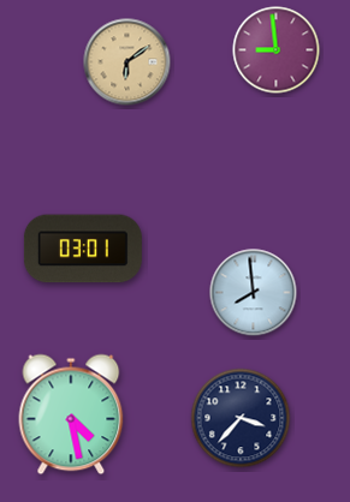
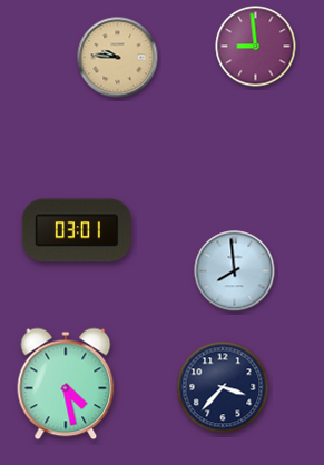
clock at (127, 62): 6:09 -> 9:46
